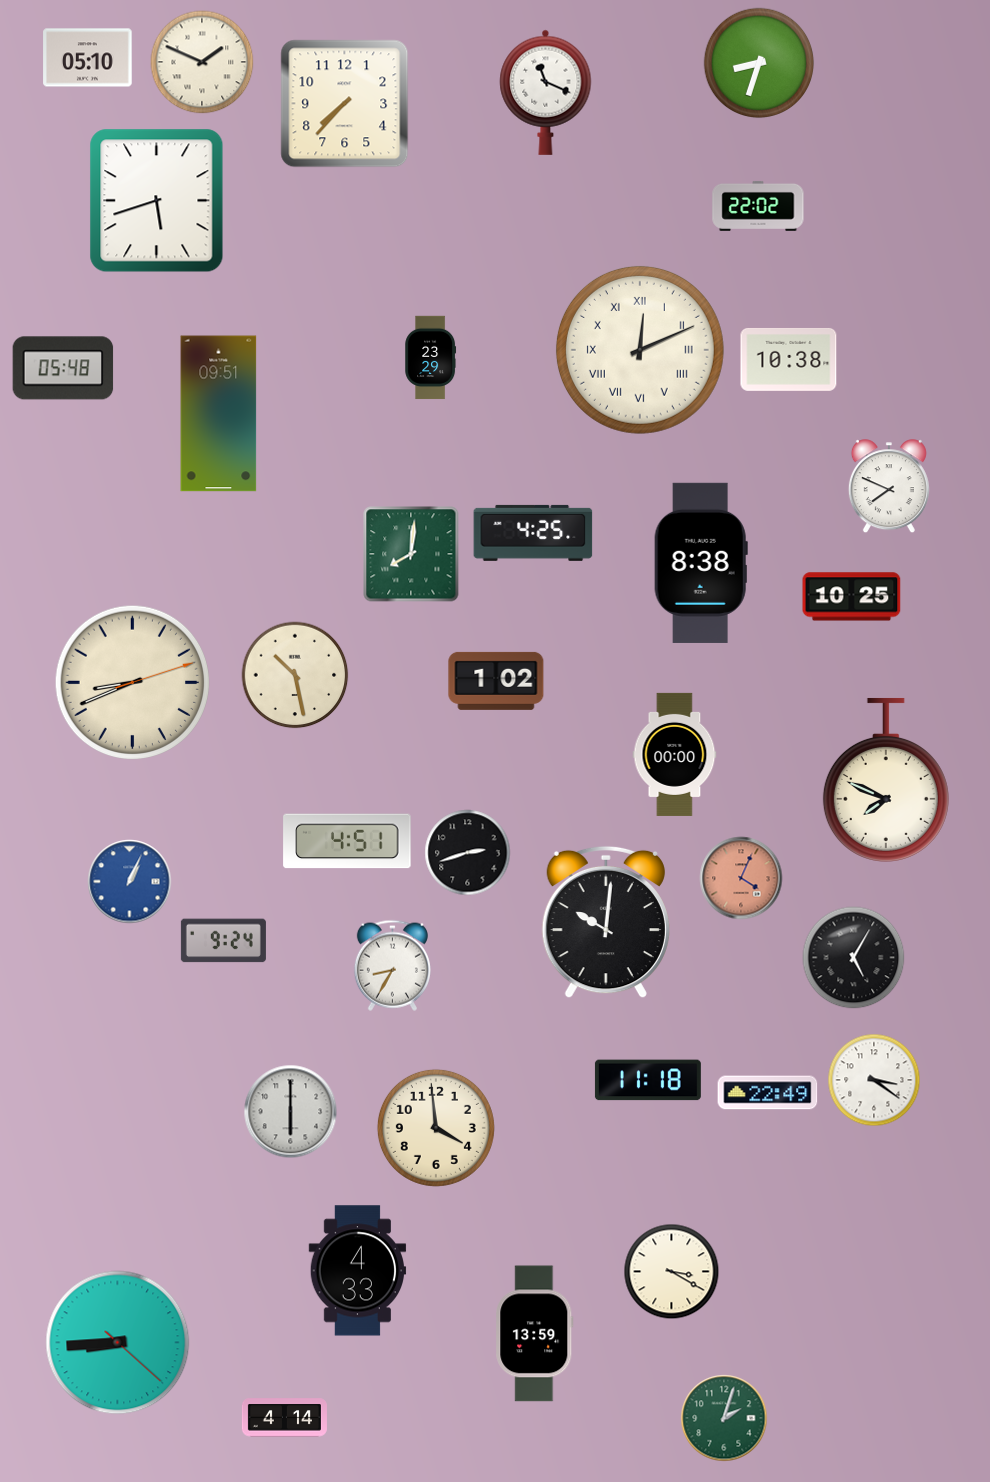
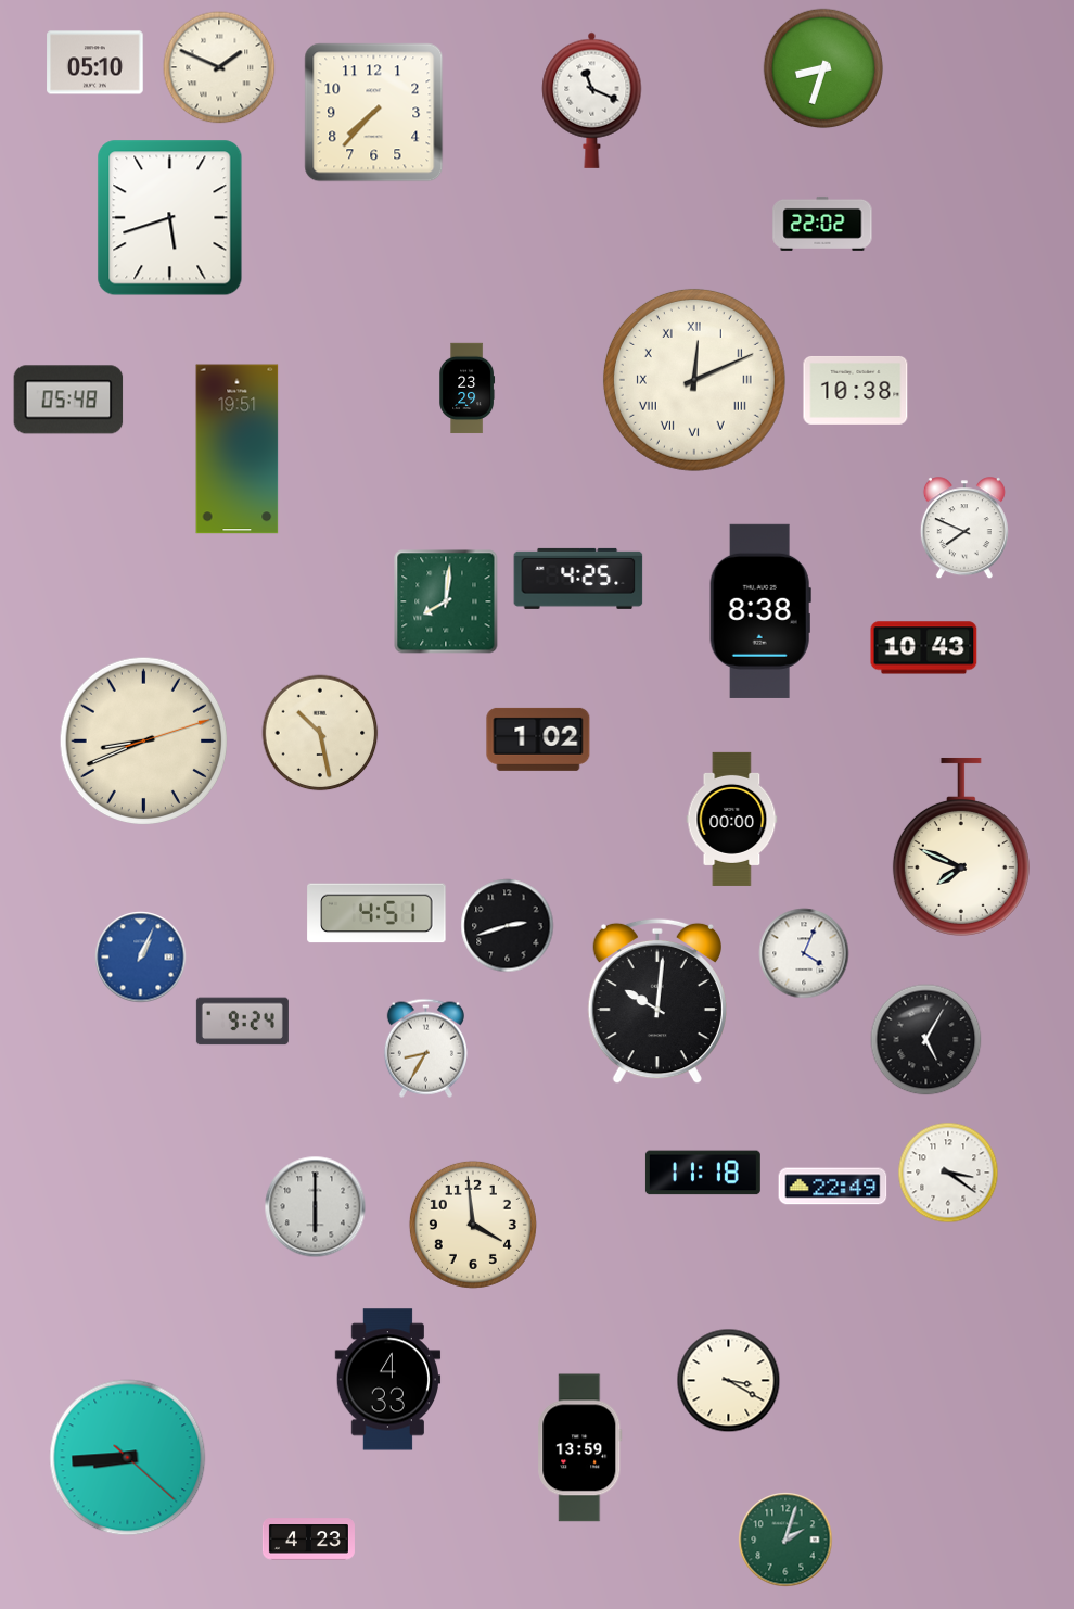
clock at (219, 414): 09:51 -> 19:51
clock at (852, 597): 10:25 -> 10:43
clock at (741, 878) dial: salmon -> white
clock at (284, 1418): 4:14 -> 4:23
